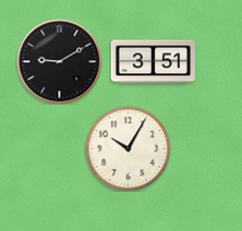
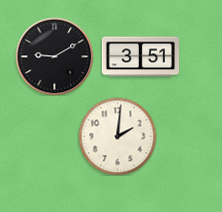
clock at (128, 148): 10:05 -> 2:01
